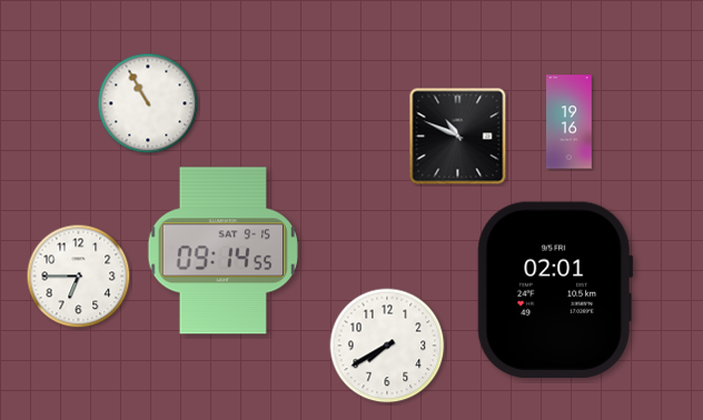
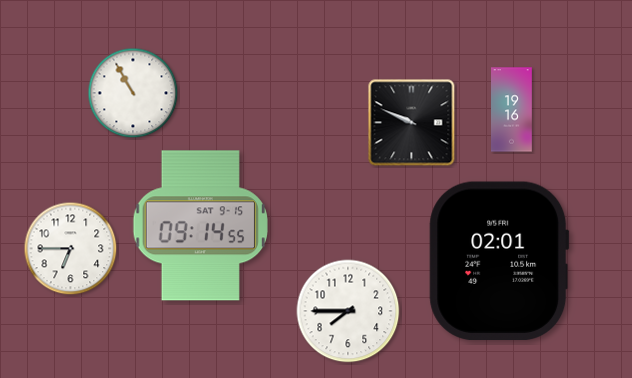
clock at (458, 137): 10:49 -> 9:49
clock at (387, 346): 7:40 -> 7:45
